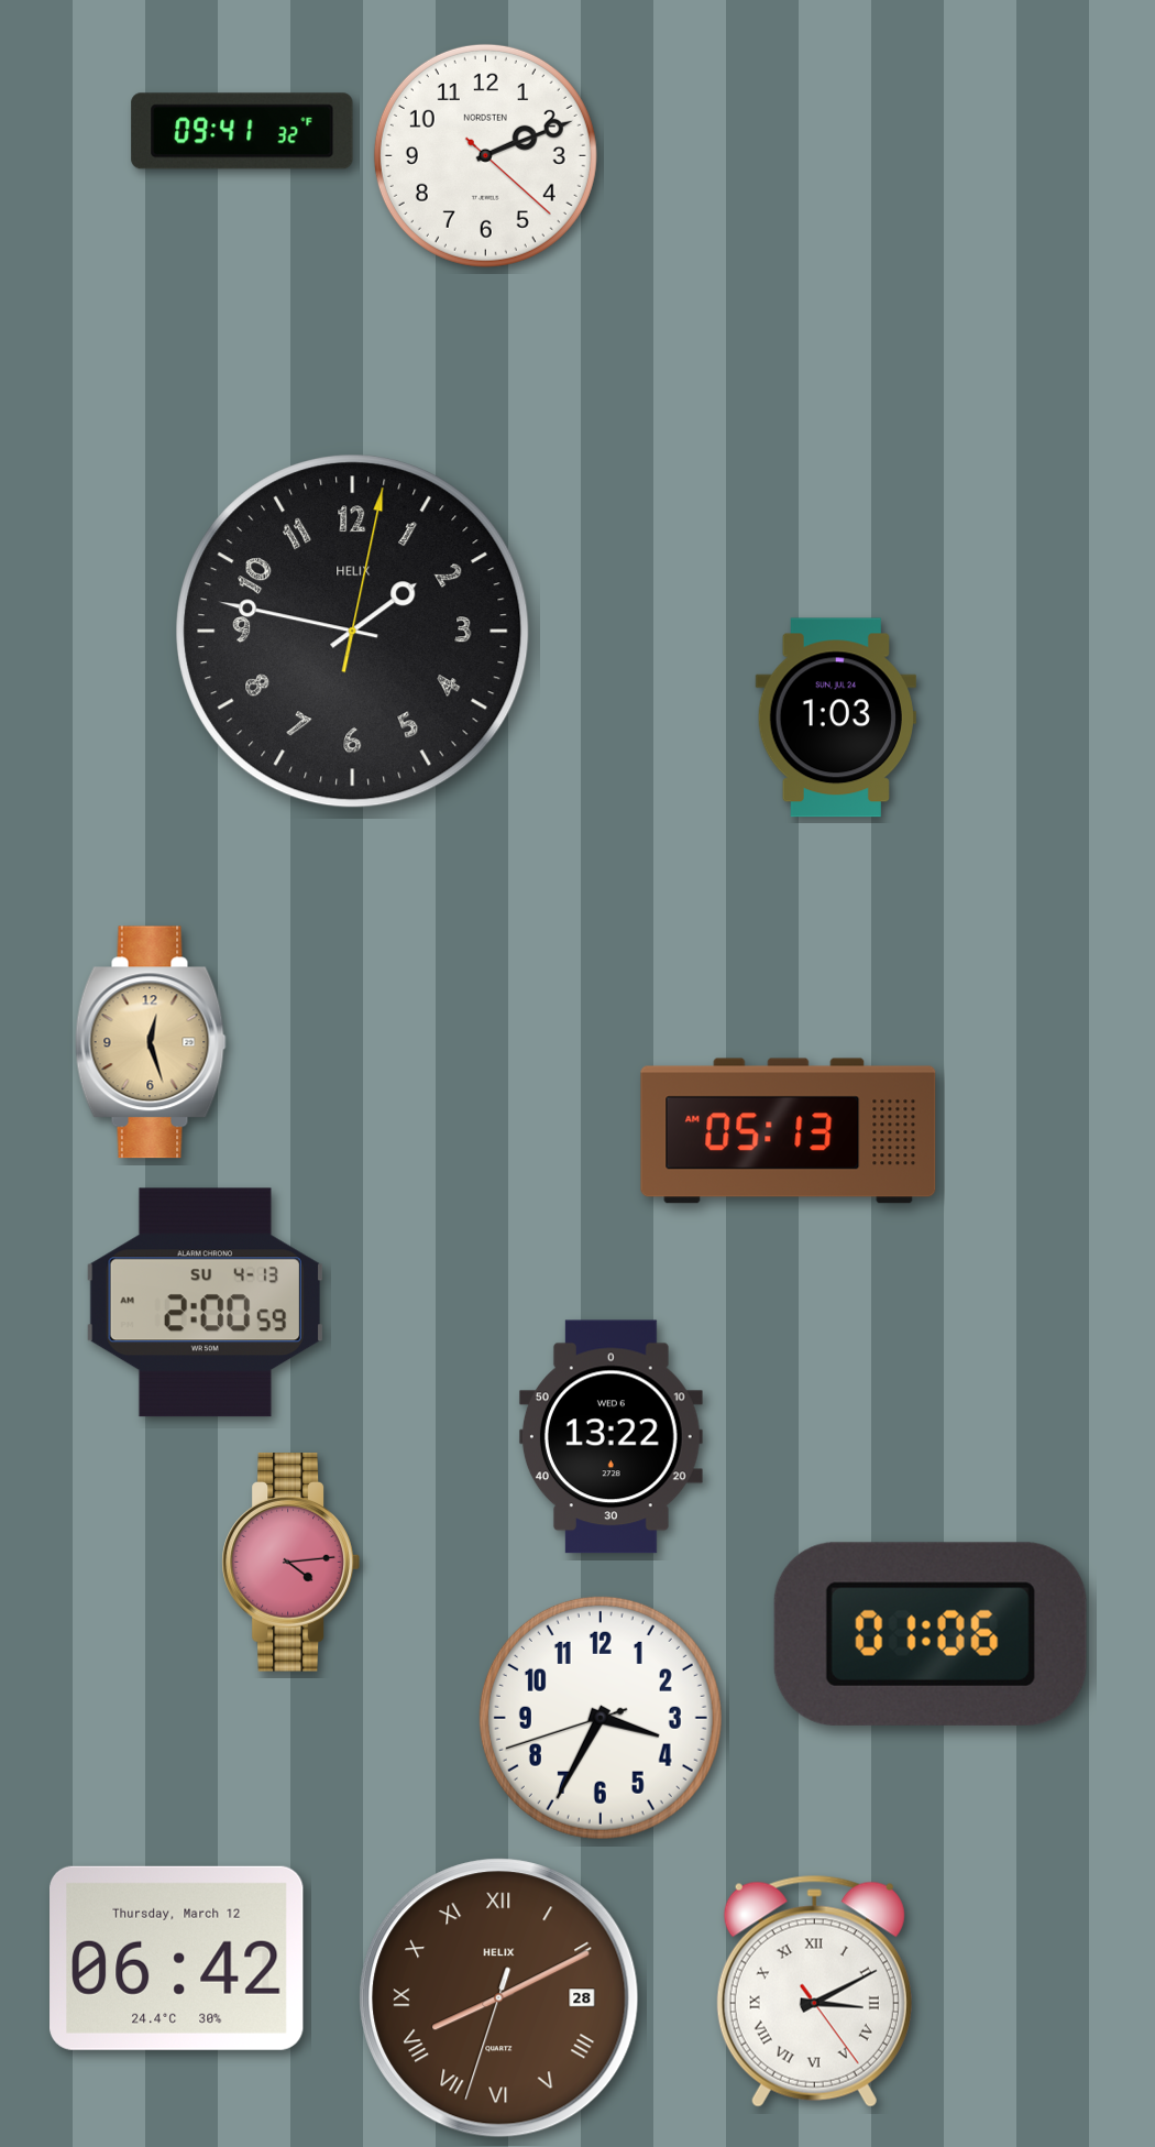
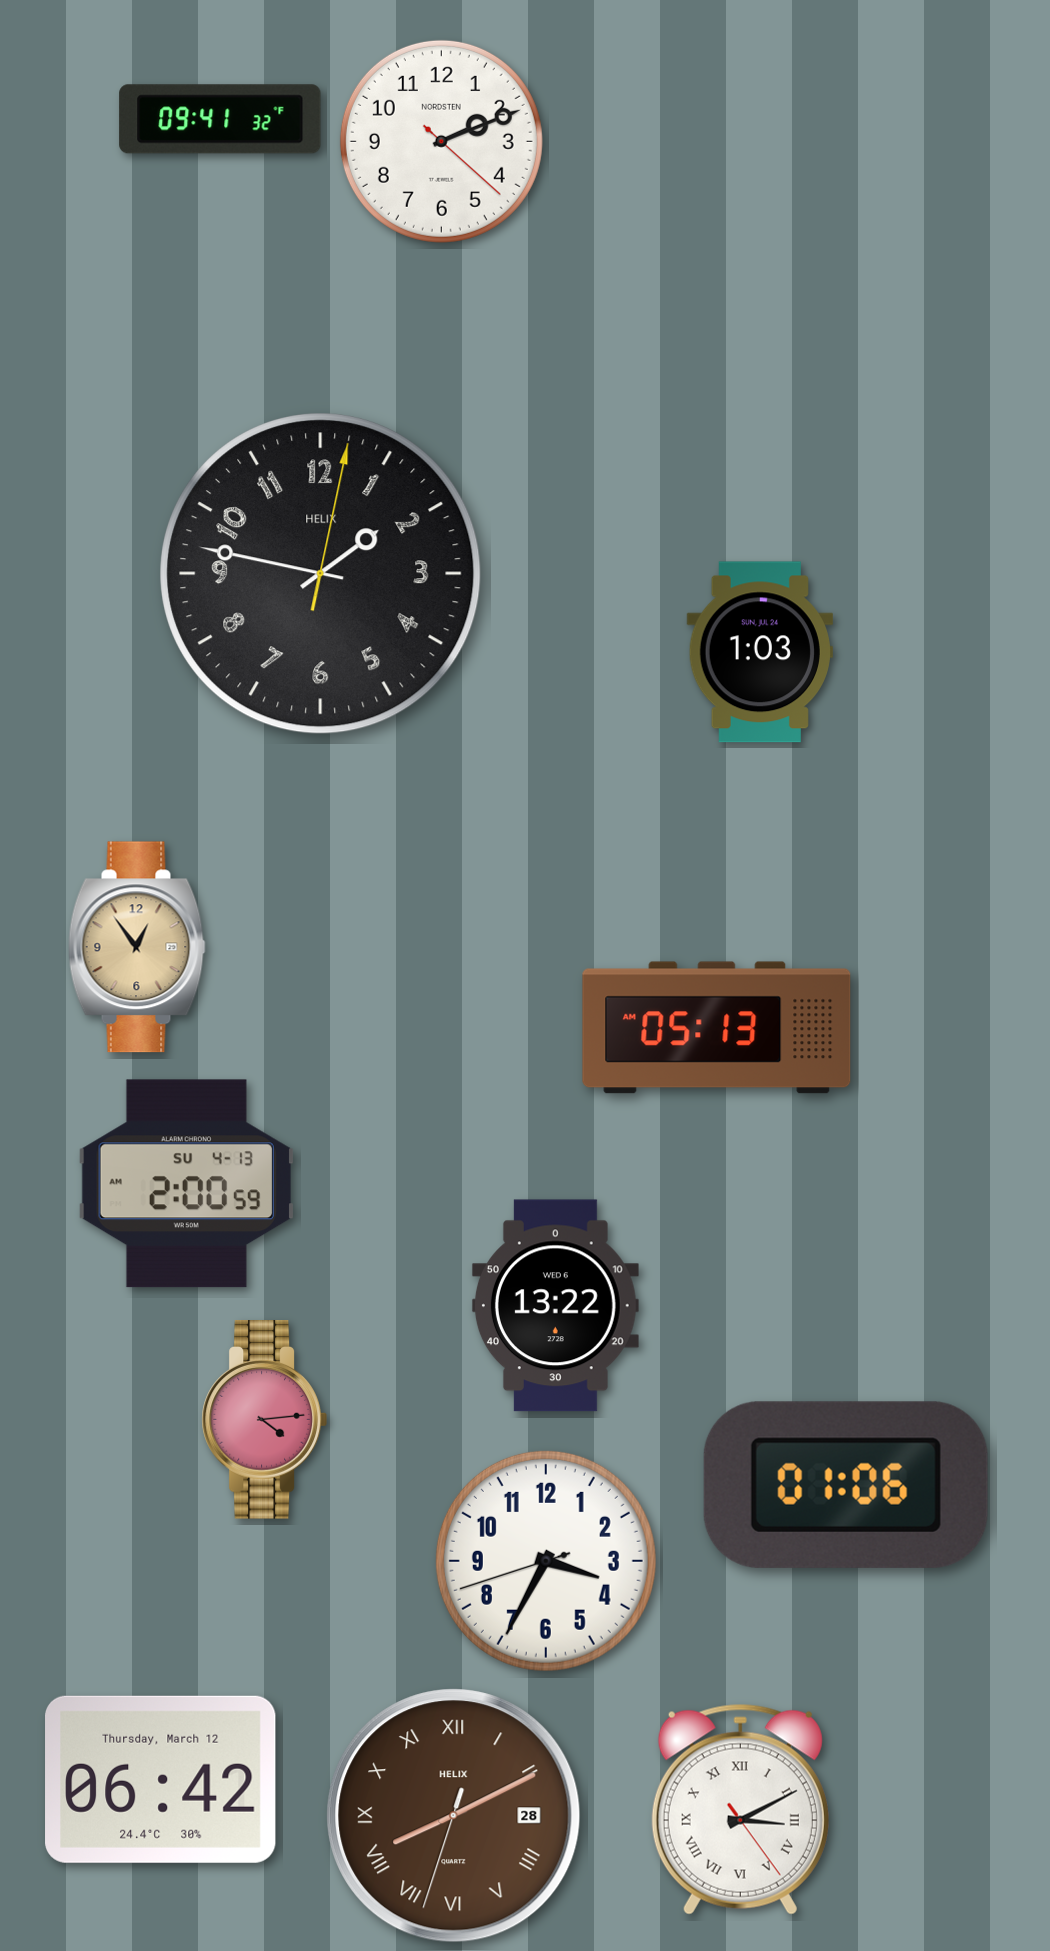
clock at (151, 1042): 12:27 -> 12:54
